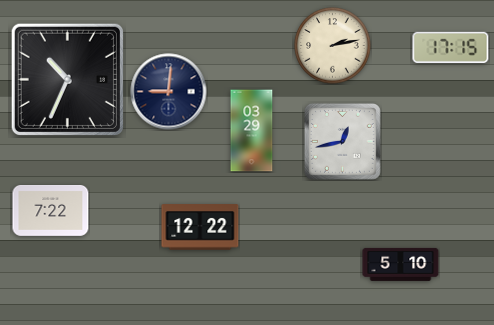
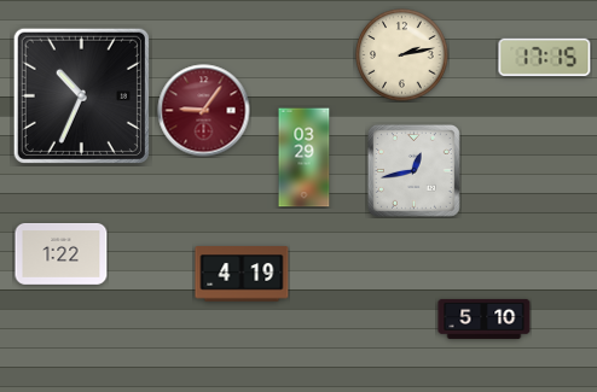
clock at (169, 92): 9:01 -> 9:06
clock at (169, 92) dial: navy -> burgundy
clock at (51, 211): 7:22 -> 1:22
clock at (200, 227): 12:22 -> 4:19
